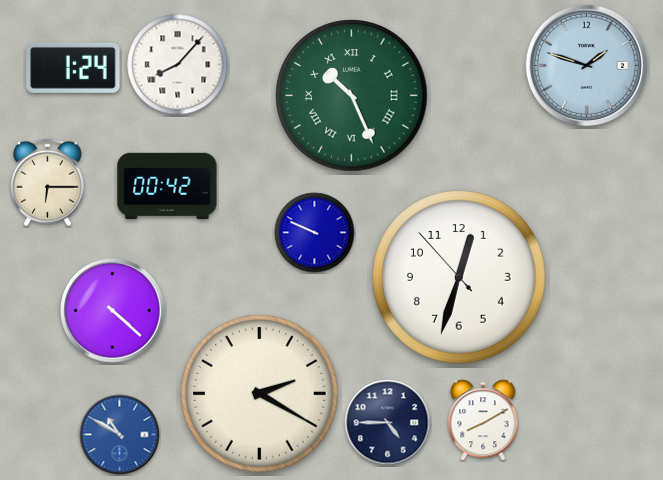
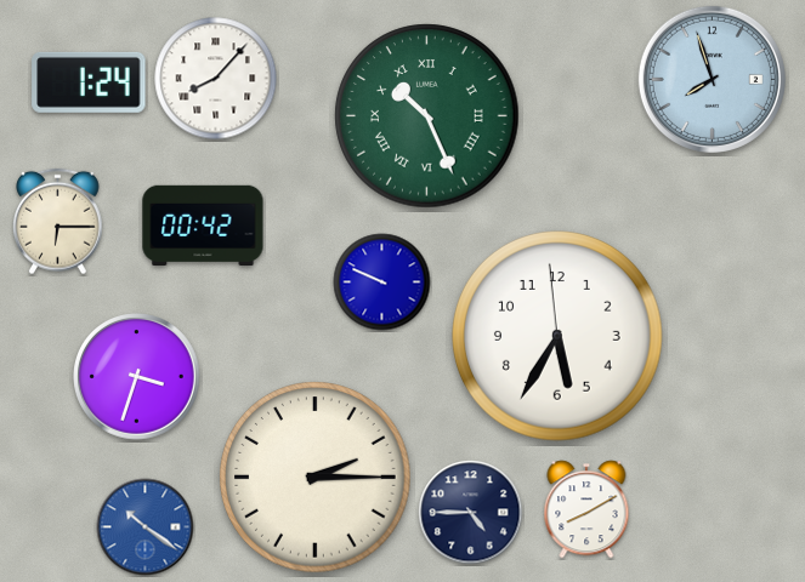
clock at (586, 65): 1:48 -> 7:57
clock at (460, 278): 12:32 -> 5:34
clock at (113, 311): 4:22 -> 3:33
clock at (260, 394): 2:20 -> 2:15
clock at (120, 435): 10:50 -> 10:21
